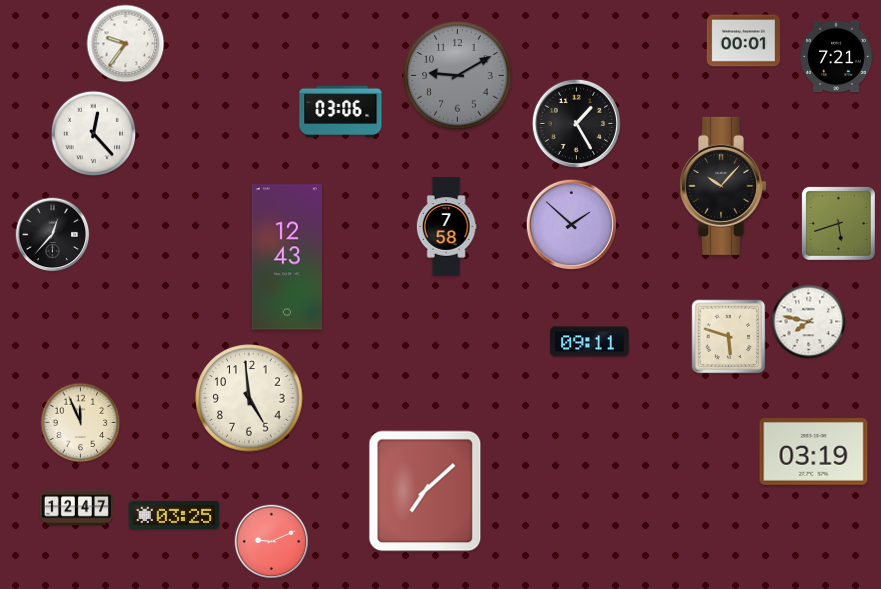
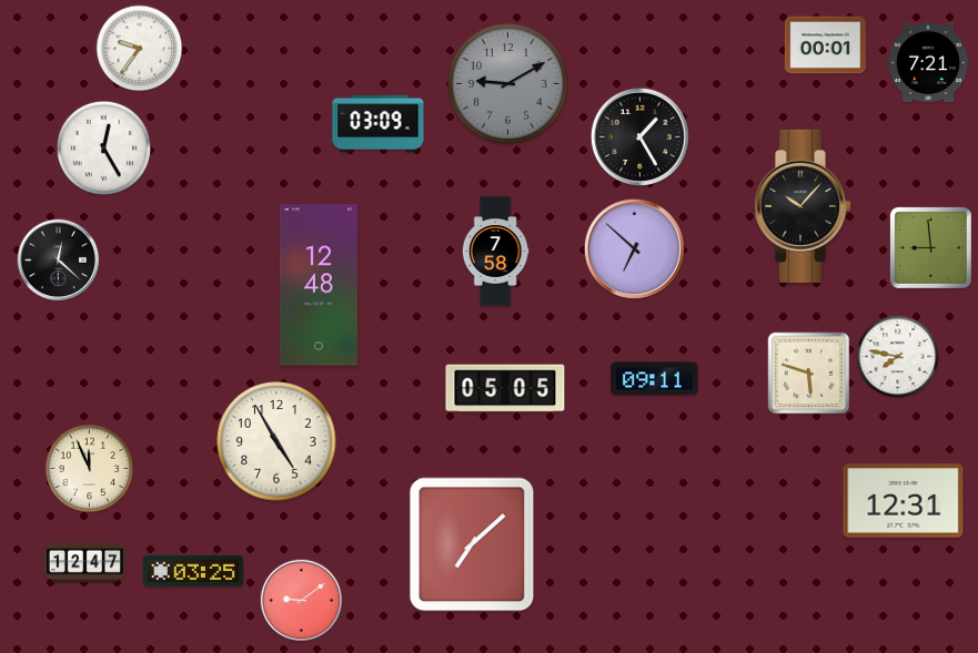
clock at (341, 111): 03:06 -> 03:09
clock at (94, 134): 12:23 -> 12:25
clock at (838, 223): 5:42 -> 8:59
clock at (571, 224): 1:52 -> 6:52
clock at (53, 235): 12:37 -> 12:22
clock at (287, 257): 12:43 -> 12:48
clock at (505, 388): none -> 05:05
clock at (249, 398): 4:59 -> 4:55
clock at (814, 452): 03:19 -> 12:31
clock at (272, 542): 9:11 -> 9:09
